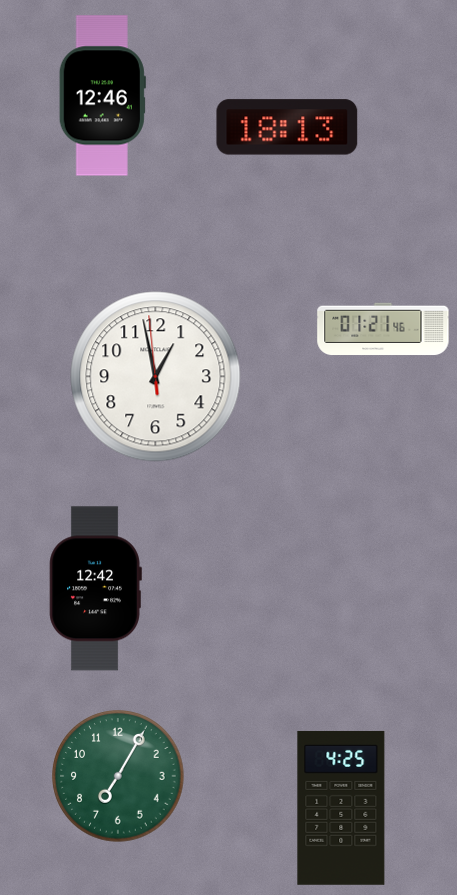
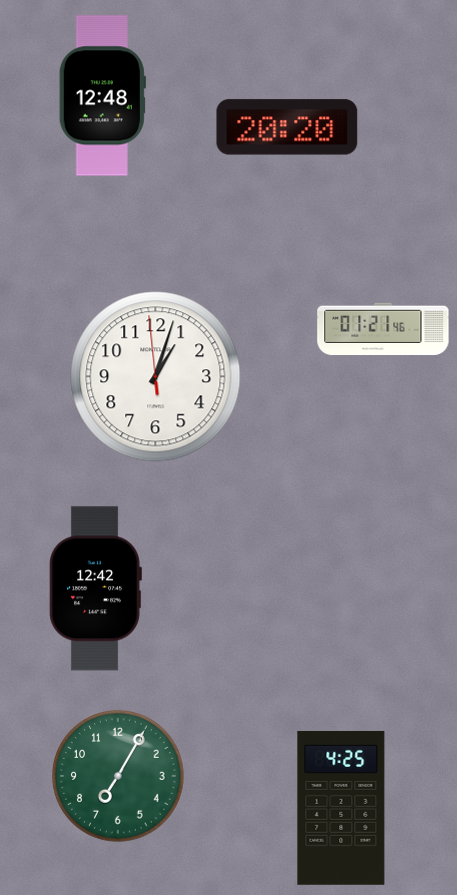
clock at (102, 96): 12:46 -> 12:48
clock at (287, 127): 18:13 -> 20:20
clock at (156, 377): 12:57 -> 1:02
